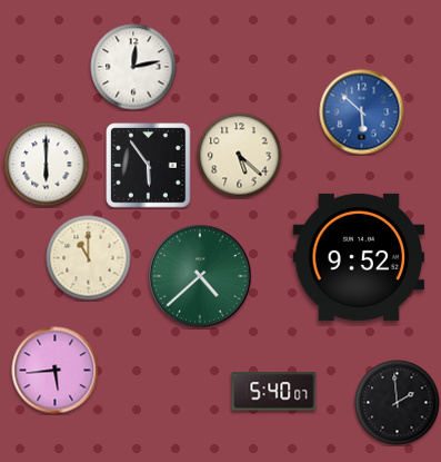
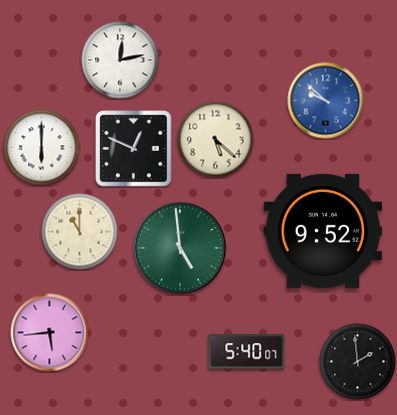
clock at (362, 112): 5:52 -> 9:52
clock at (149, 166): 5:54 -> 12:49
clock at (200, 276): 4:38 -> 4:59
